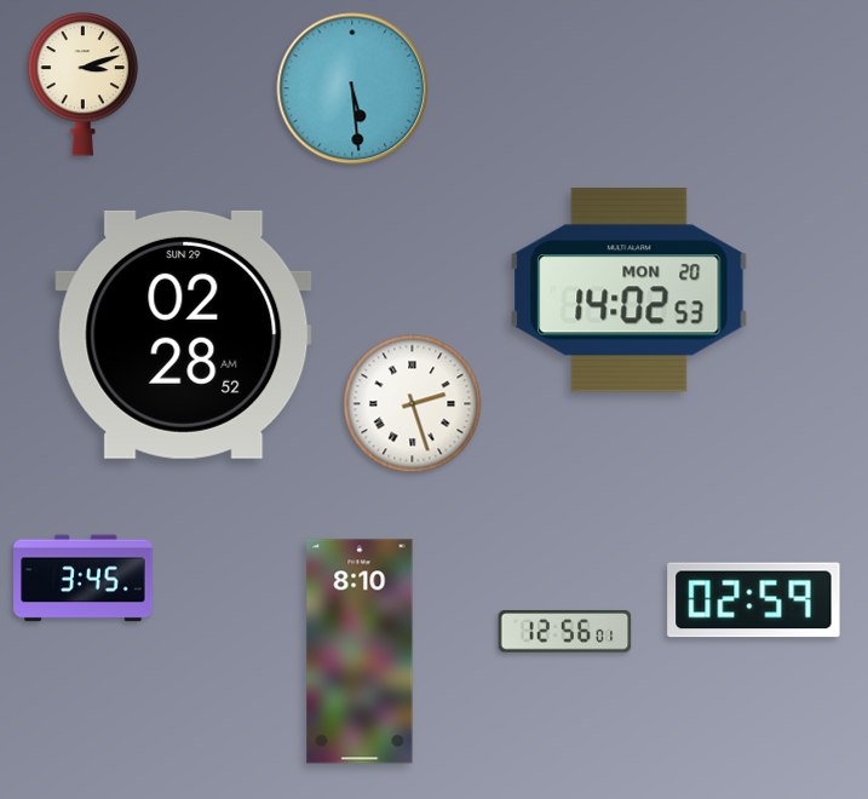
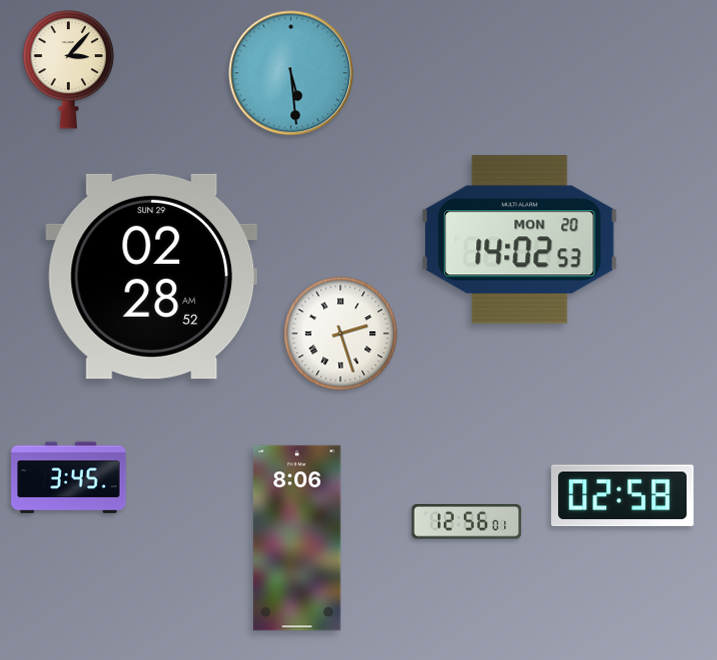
clock at (84, 84): 3:12 -> 3:07
clock at (754, 600): 02:59 -> 02:58
clock at (360, 651): 8:10 -> 8:06
